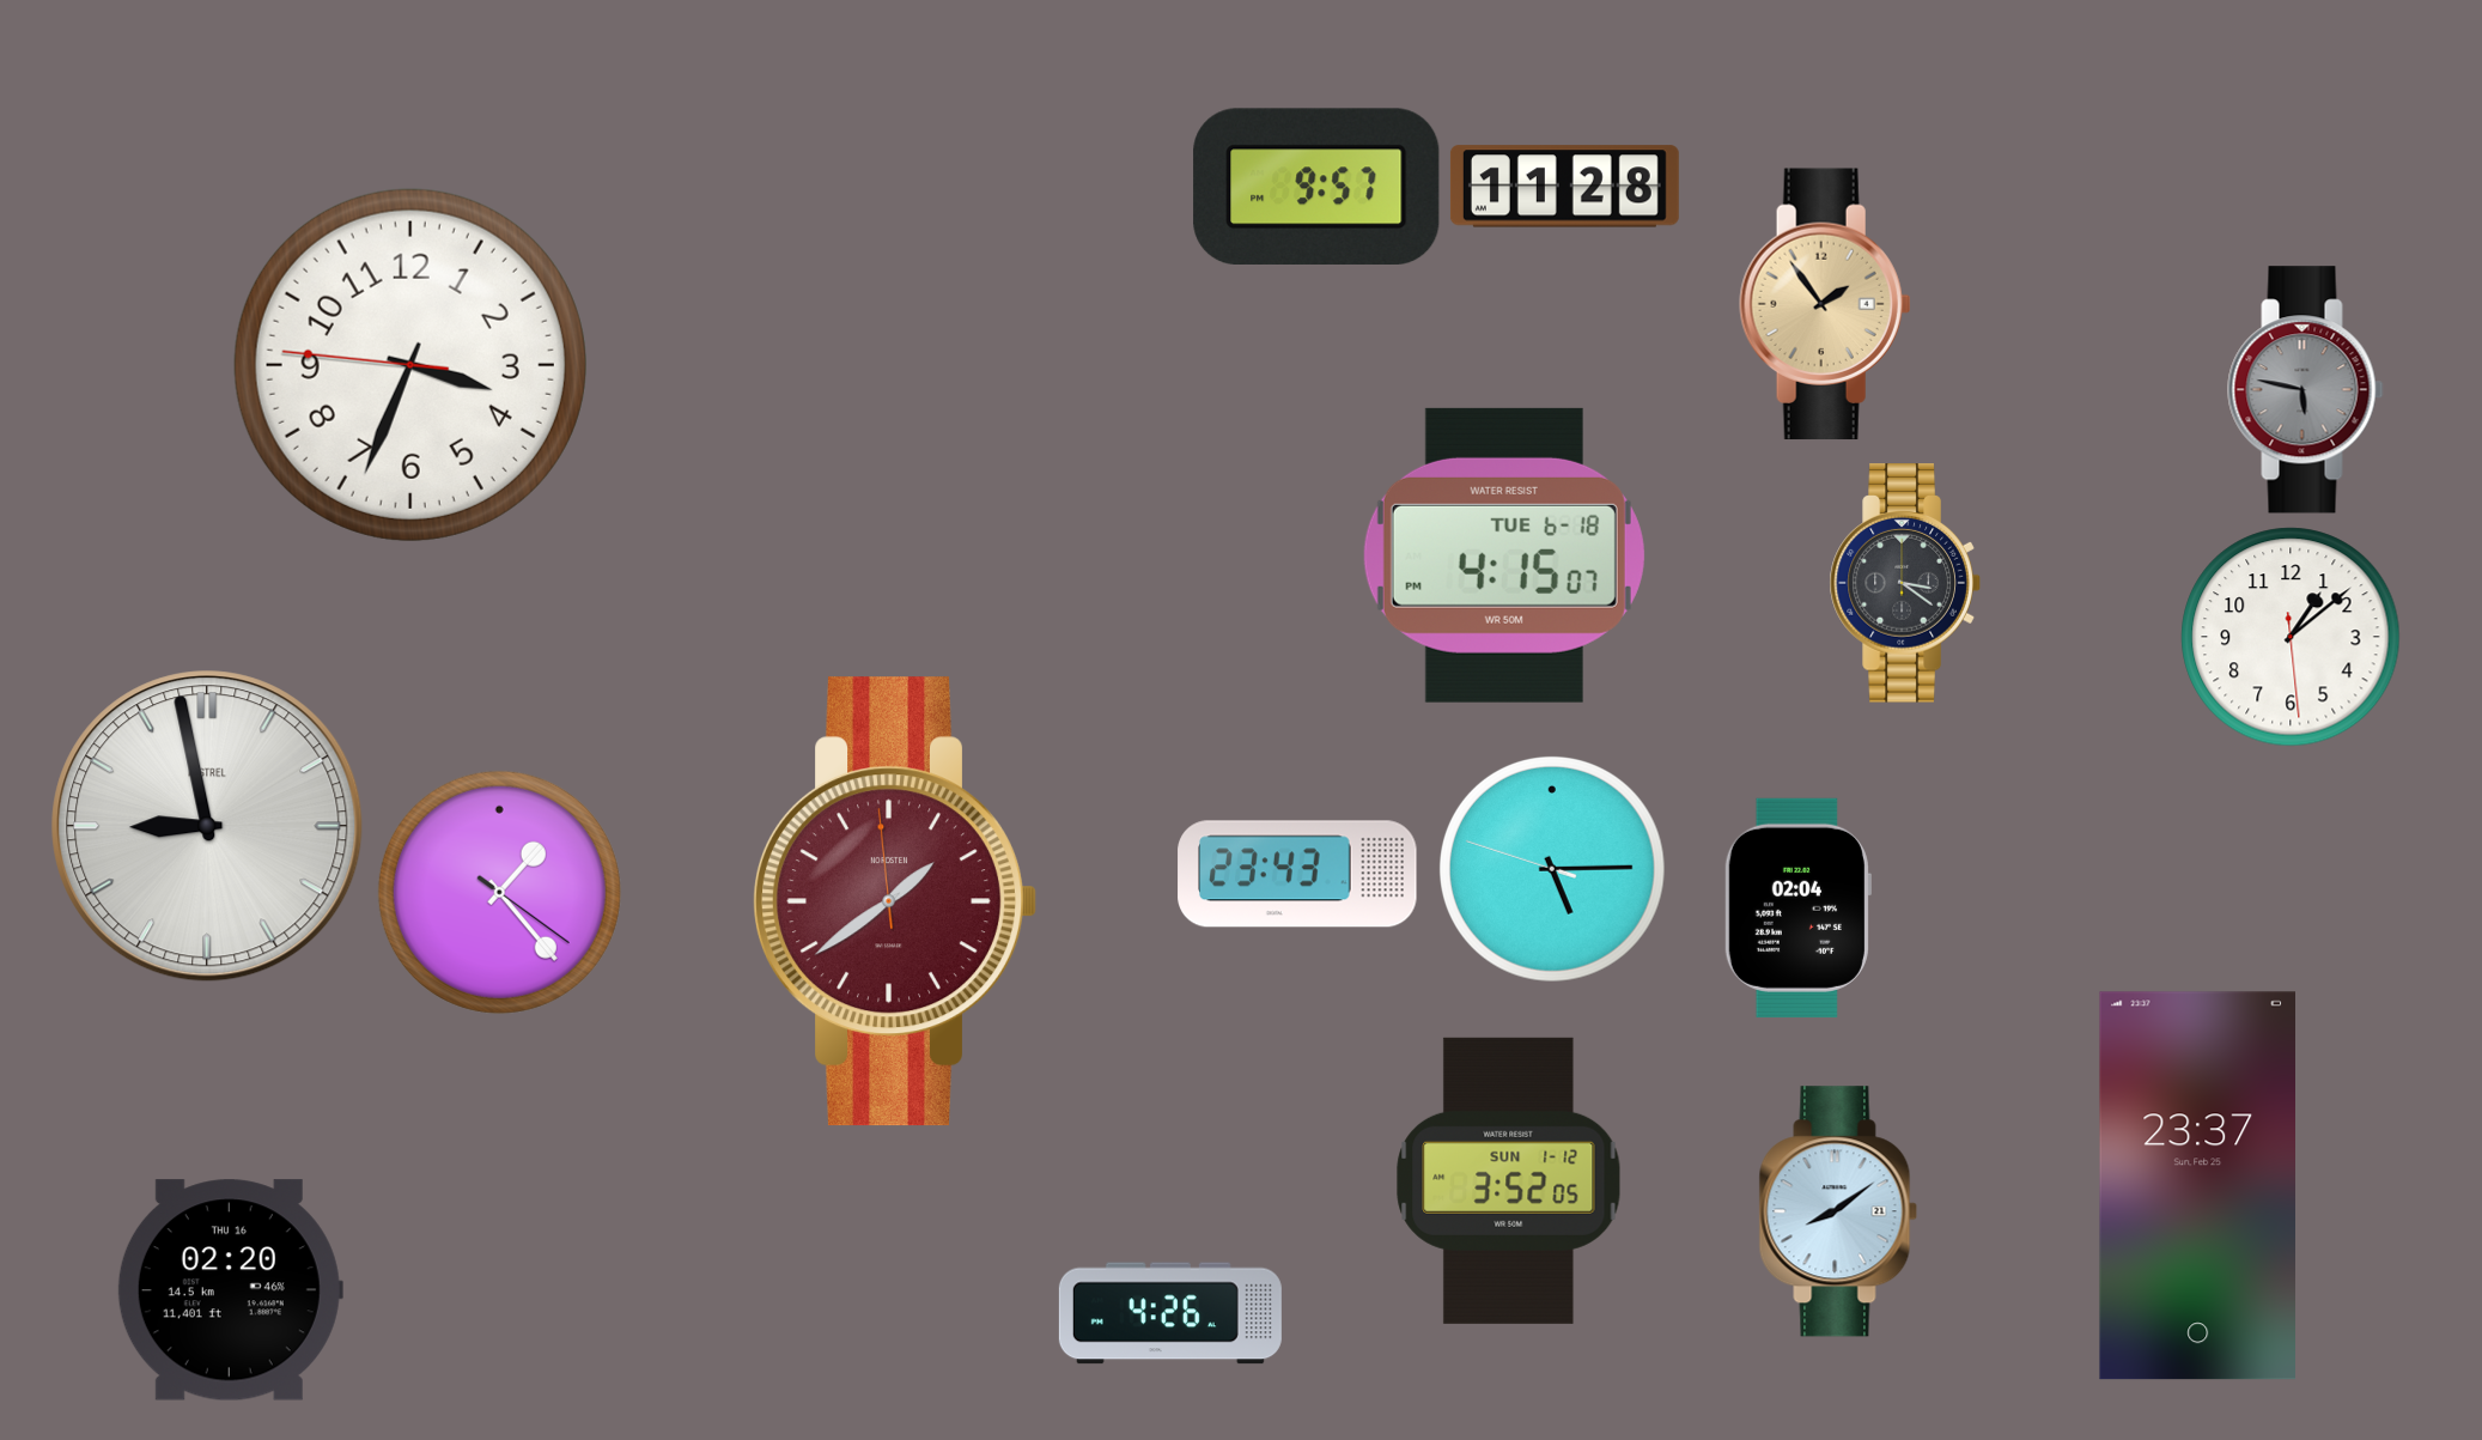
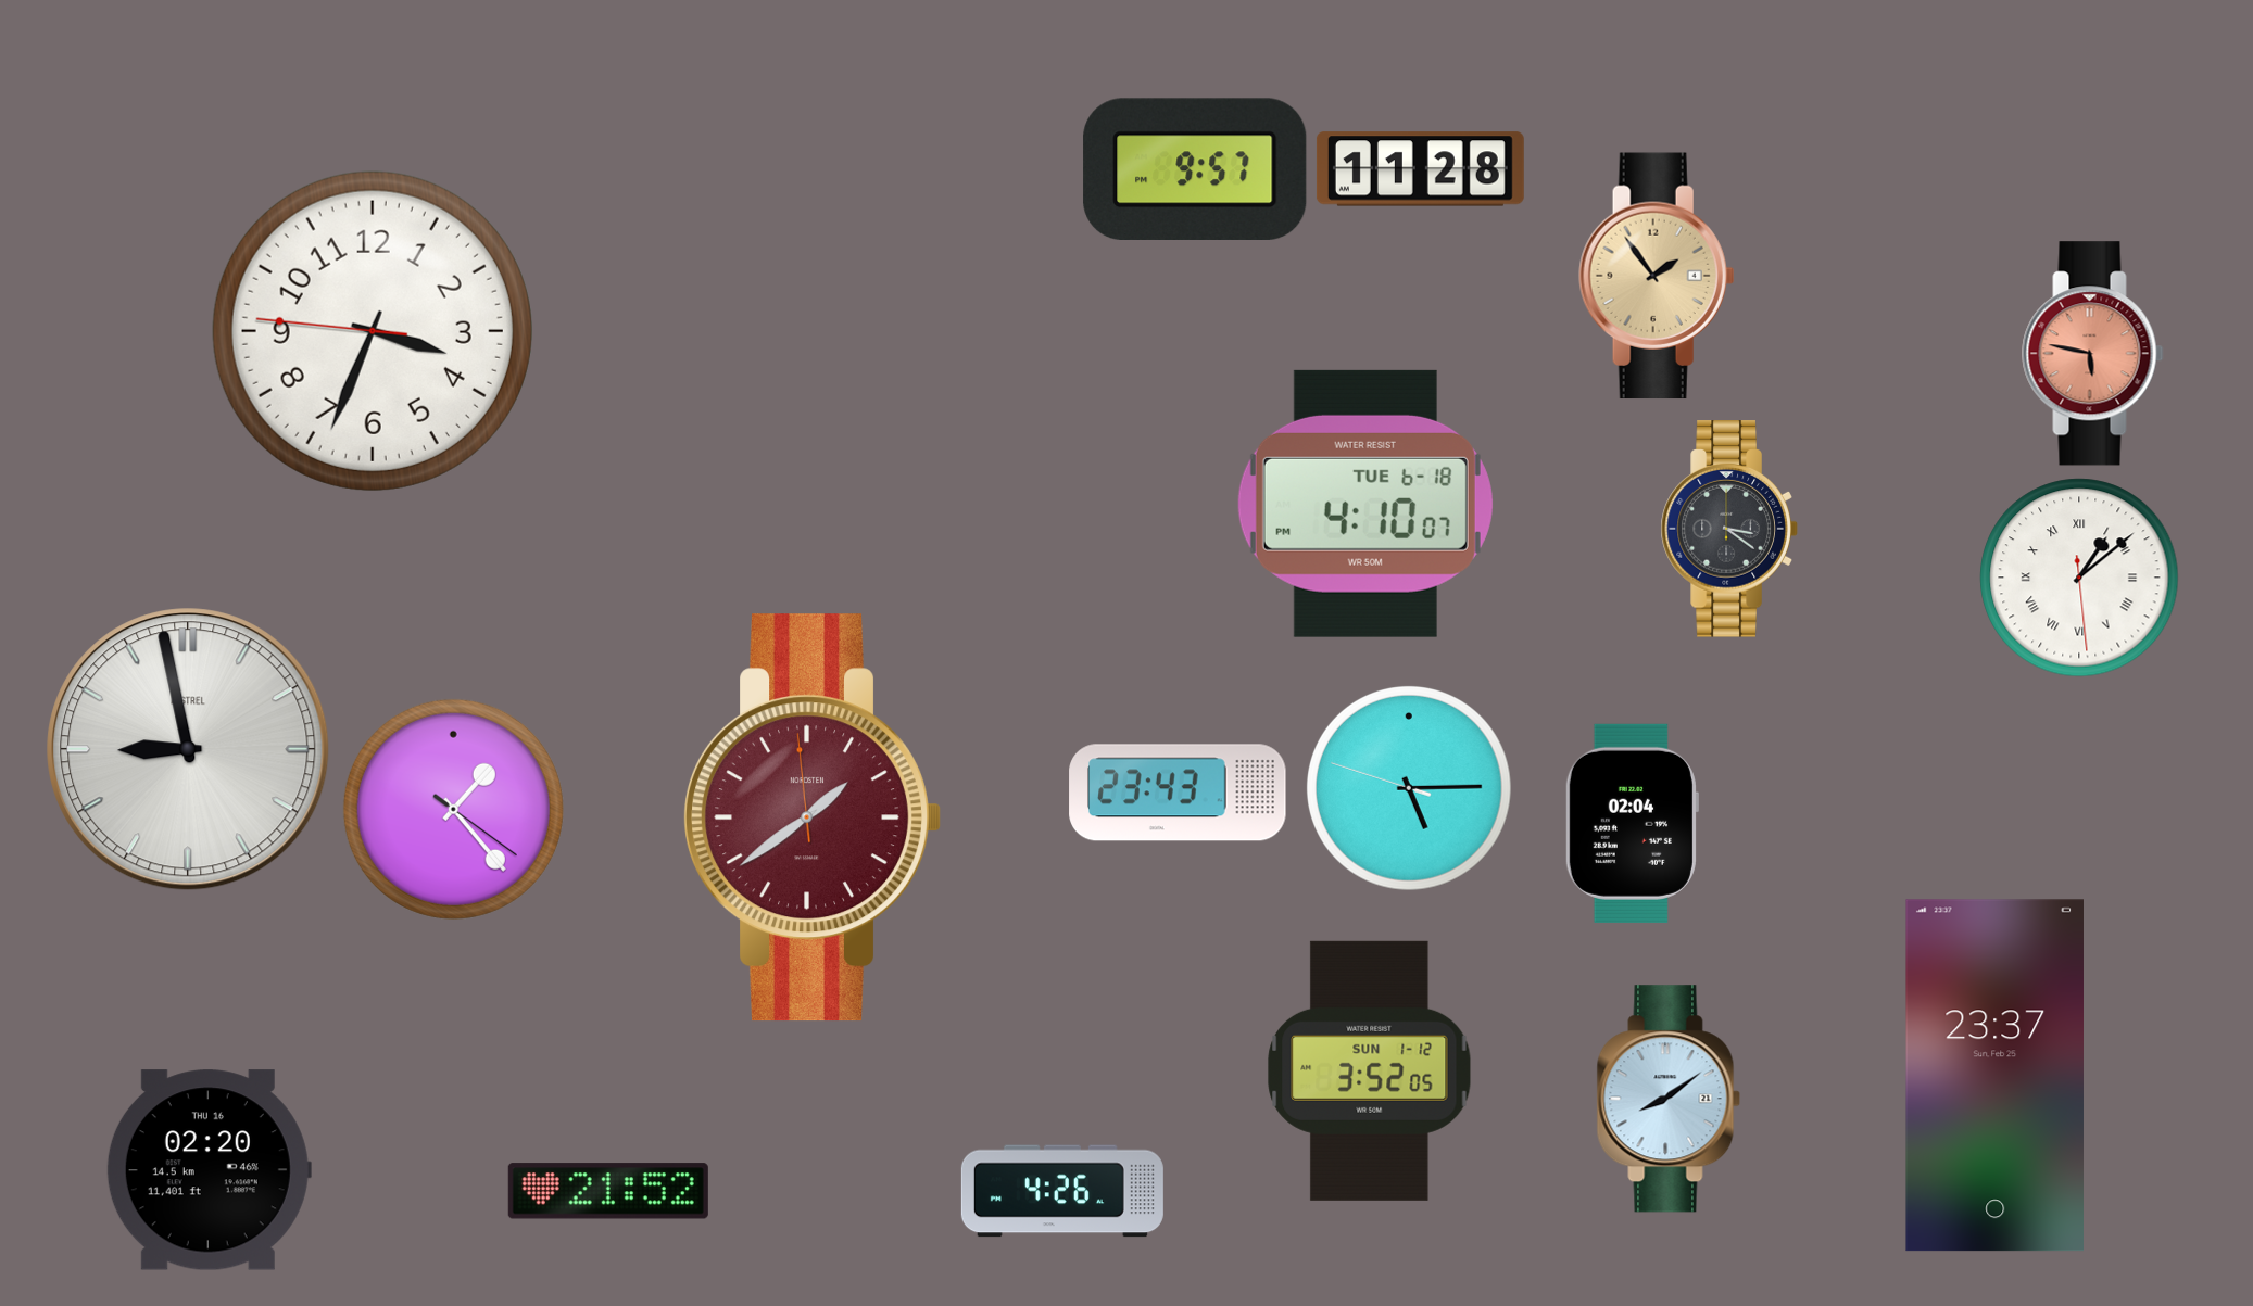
clock at (2306, 390) dial: grey -> salmon
clock at (1504, 555): 4:15 -> 4:10
clock at (2291, 637) numerals: Arabic -> Roman
clock at (608, 1191): none -> 21:52
